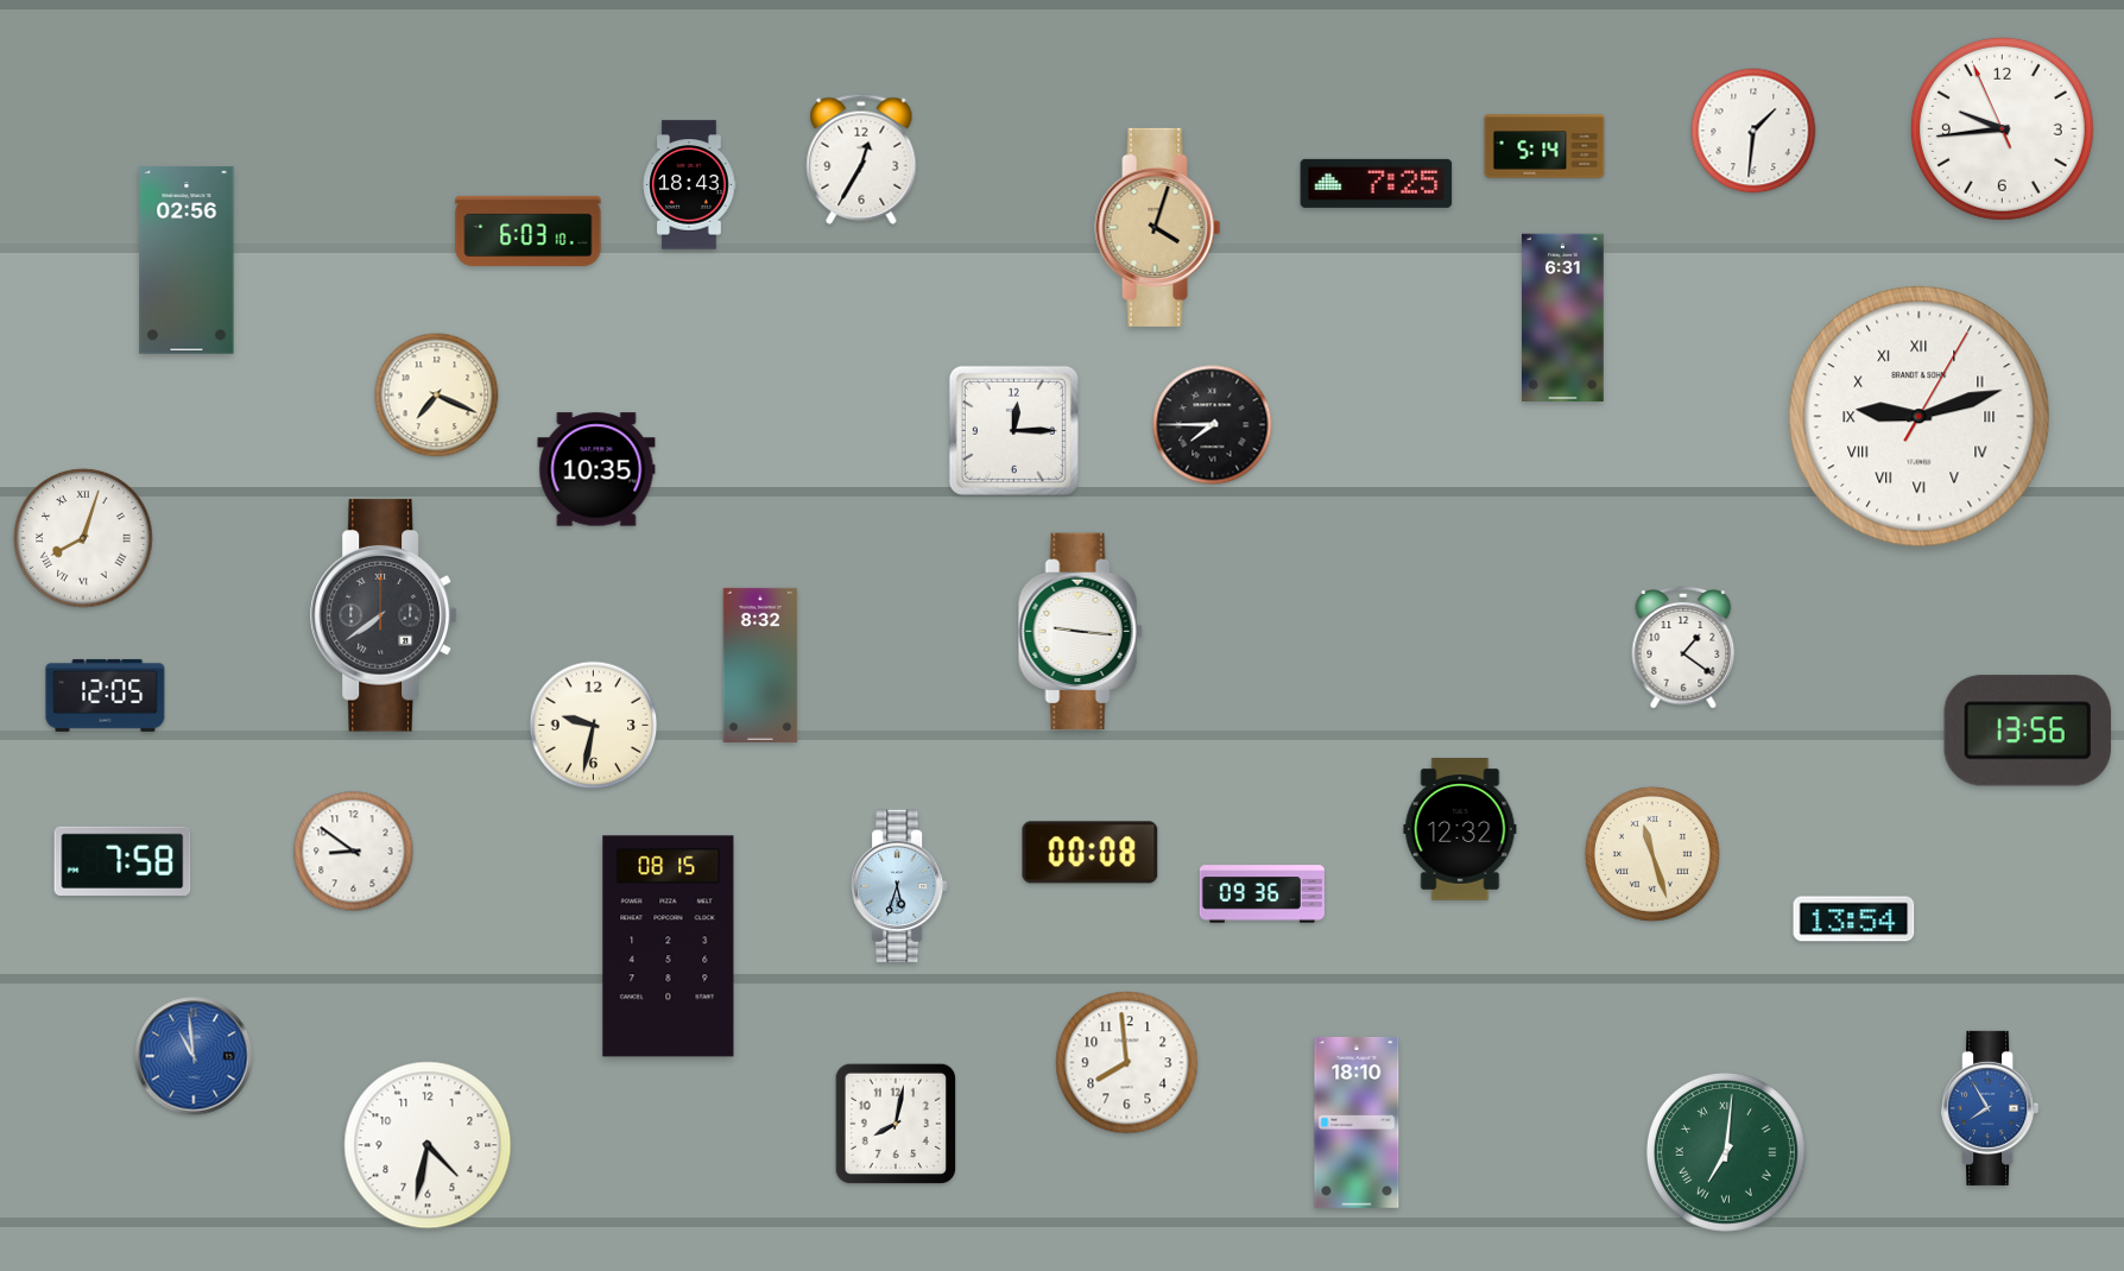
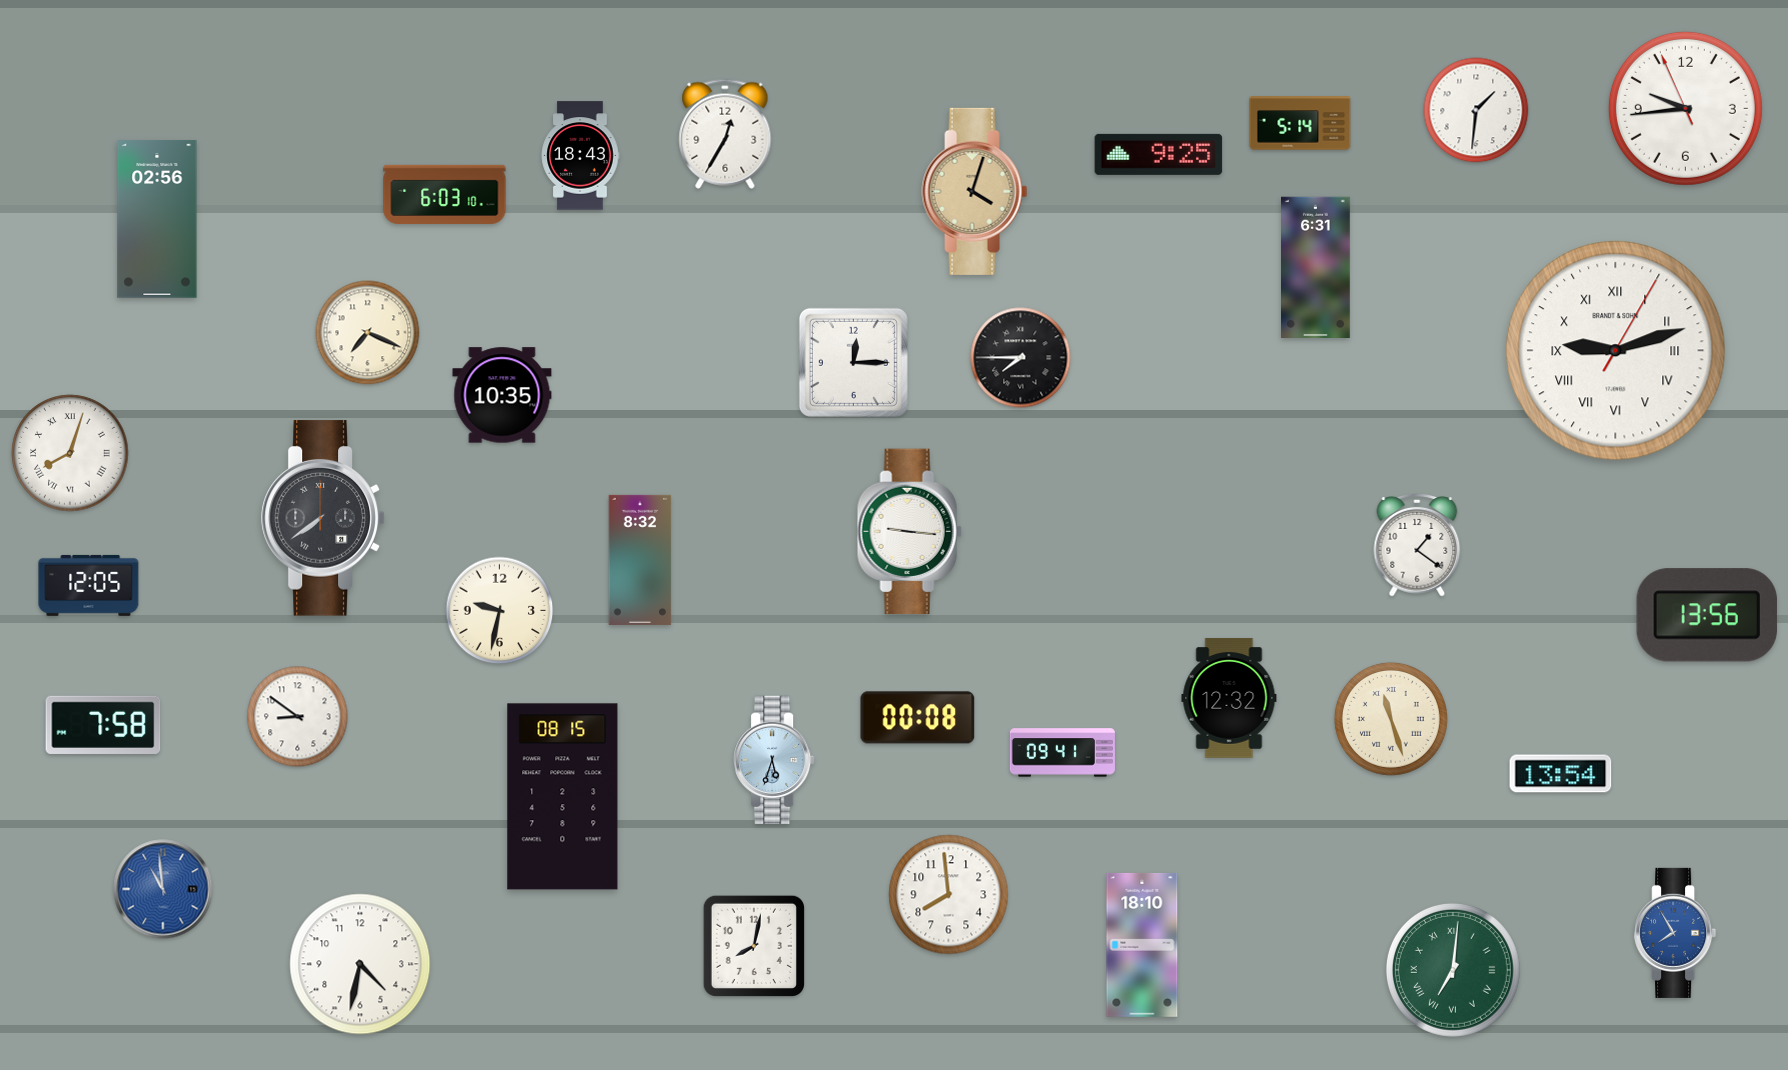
clock at (1377, 183): 7:25 -> 9:25
clock at (900, 886) position: (900, 886) -> (775, 760)
clock at (1262, 894): 09:36 -> 09:41
